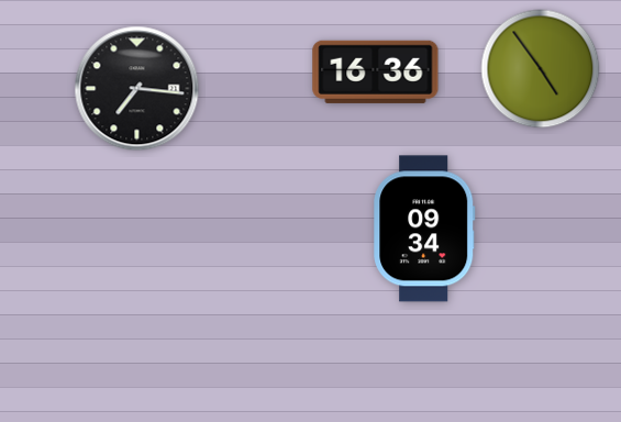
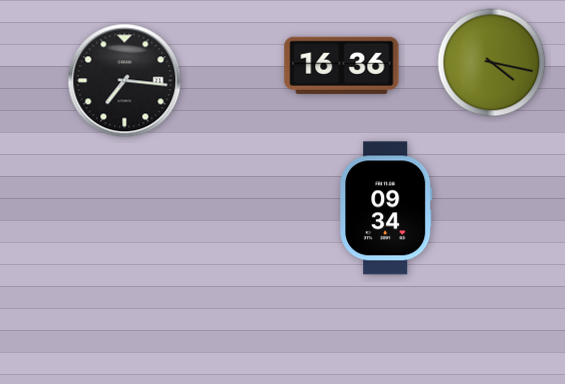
clock at (541, 69): 4:54 -> 4:17
